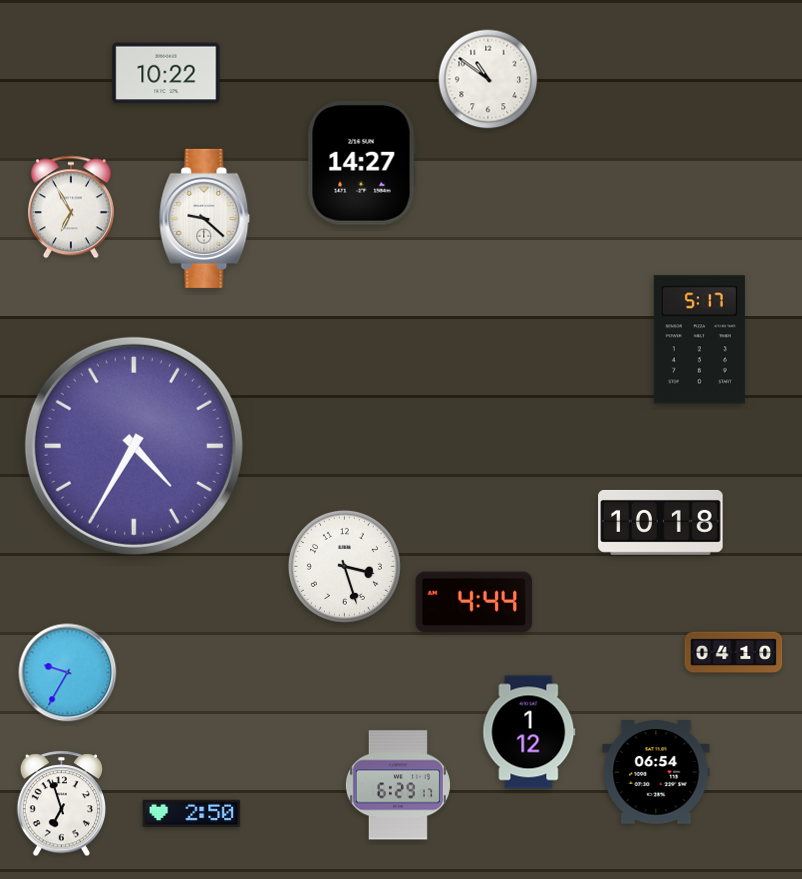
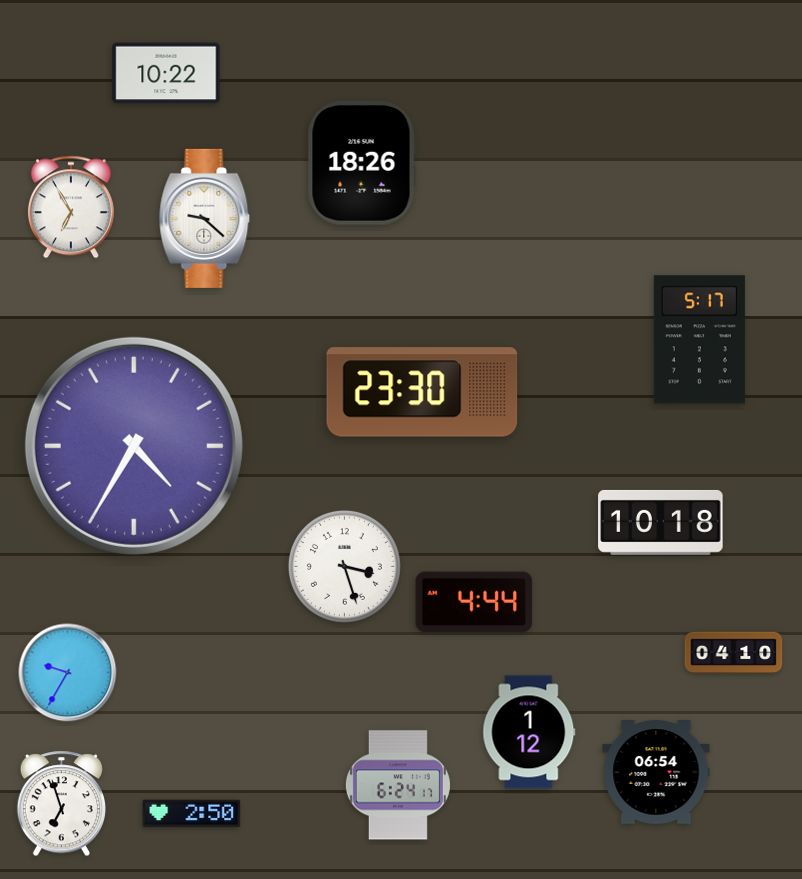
clock at (488, 79): 10:51 -> none
clock at (362, 163): 14:27 -> 18:26
clock at (422, 392): none -> 23:30
clock at (398, 785): 6:29 -> 6:24
